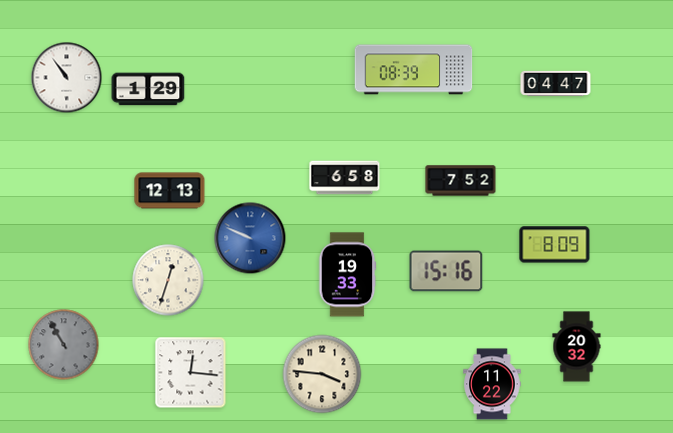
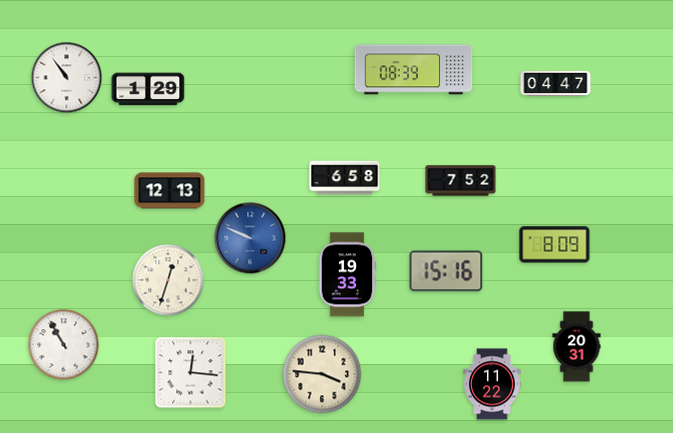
clock at (64, 345) dial: grey -> white
clock at (577, 347): 20:32 -> 20:31
